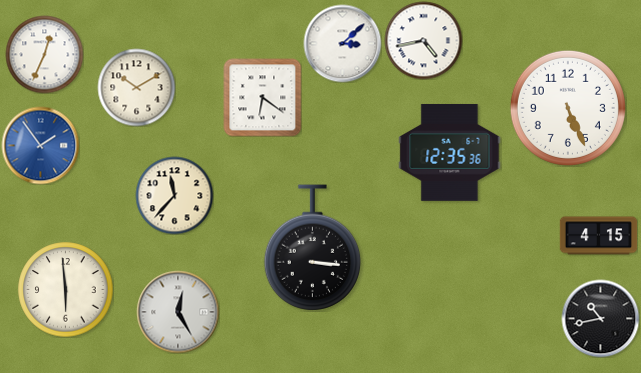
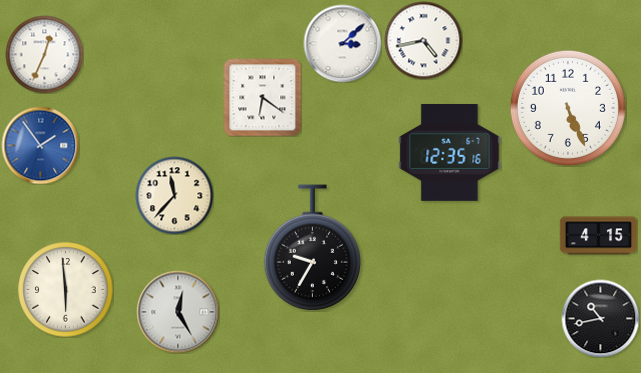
clock at (136, 87): 10:10 -> none
clock at (450, 152): 12:35:36 -> 12:35:16
clock at (312, 248): 3:16 -> 9:35
